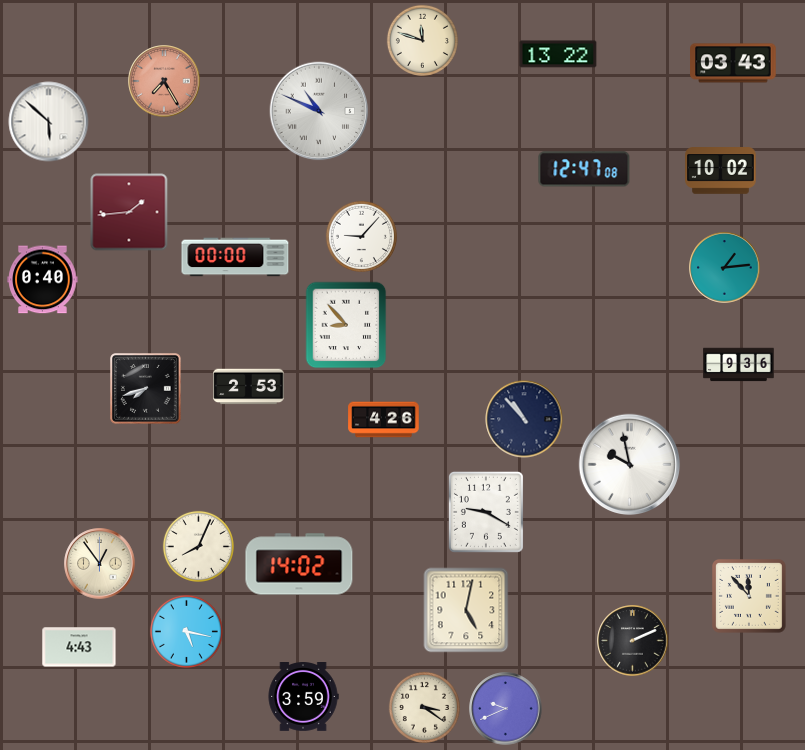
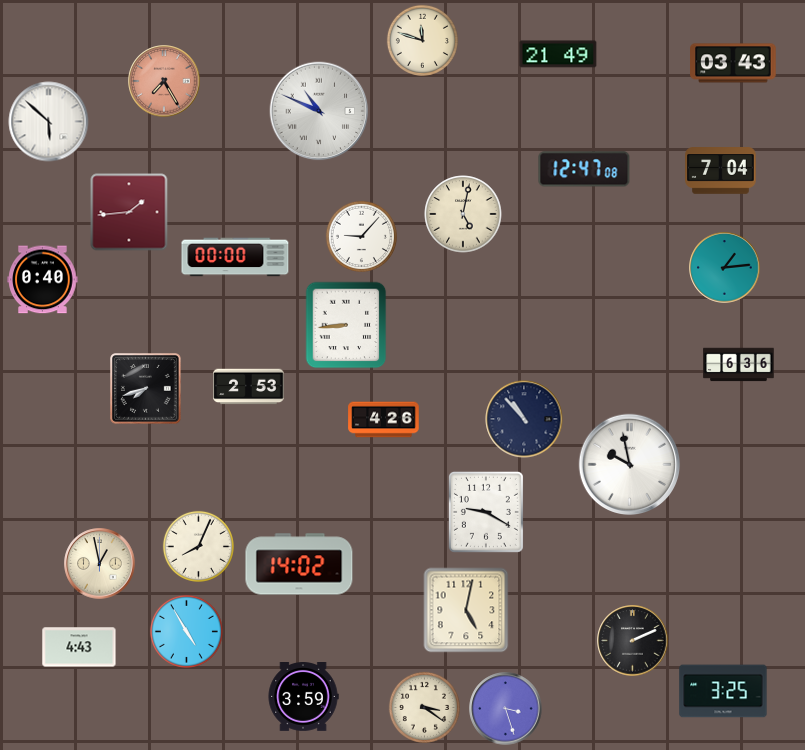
clock at (558, 54): 13:22 -> 21:49
clock at (721, 171): 10:02 -> 7:04
clock at (463, 214): none -> 5:02
clock at (346, 325): 8:53 -> 8:44
clock at (739, 365): 9:36 -> 6:36
clock at (100, 564): 12:54 -> 12:58
clock at (750, 597): 11:53 -> none
clock at (186, 631): 5:17 -> 4:55
clock at (723, 691): none -> 3:25
clock at (506, 709): 9:41 -> 3:27
